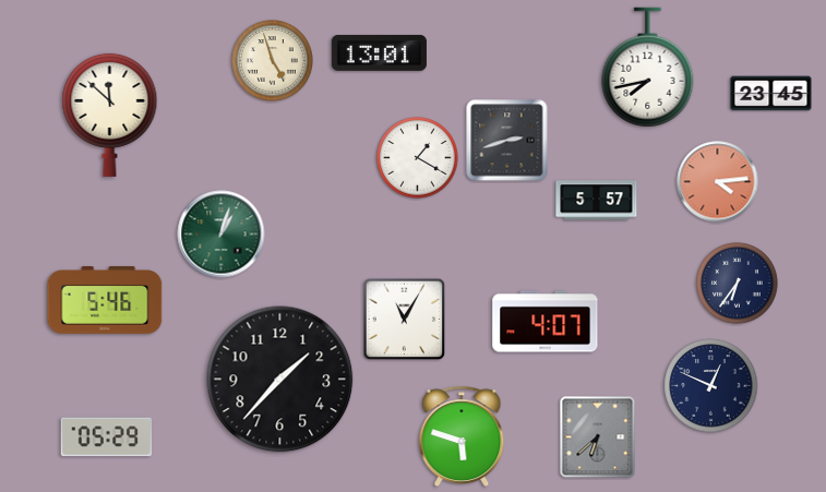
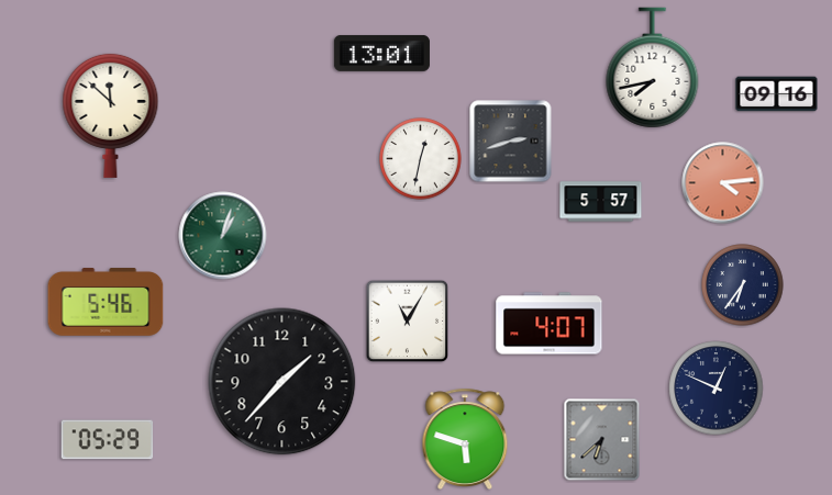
clock at (273, 61): 4:57 -> none
clock at (771, 94): 23:45 -> 09:16
clock at (418, 158): 1:20 -> 12:32
